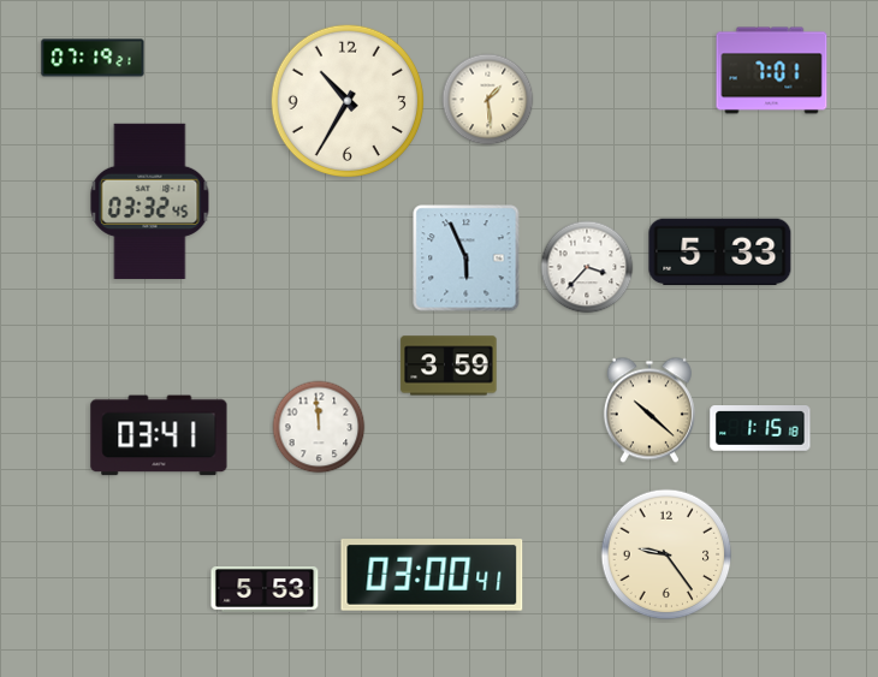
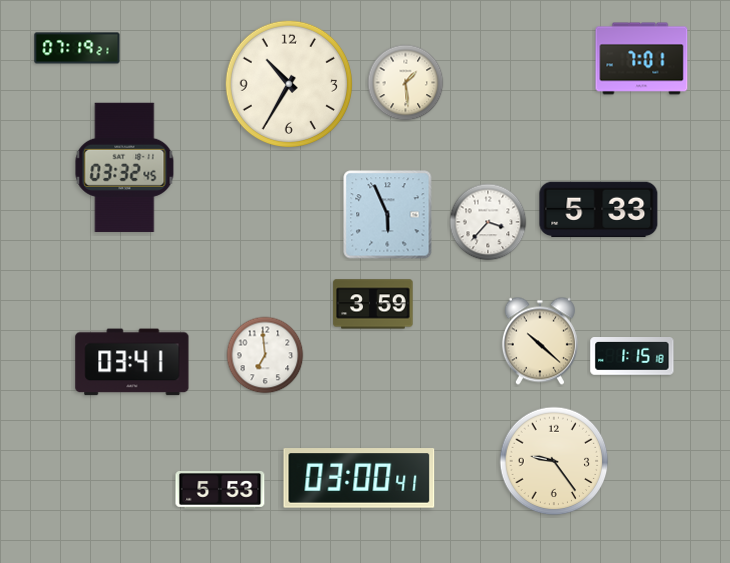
clock at (319, 427): 11:59 -> 6:59
